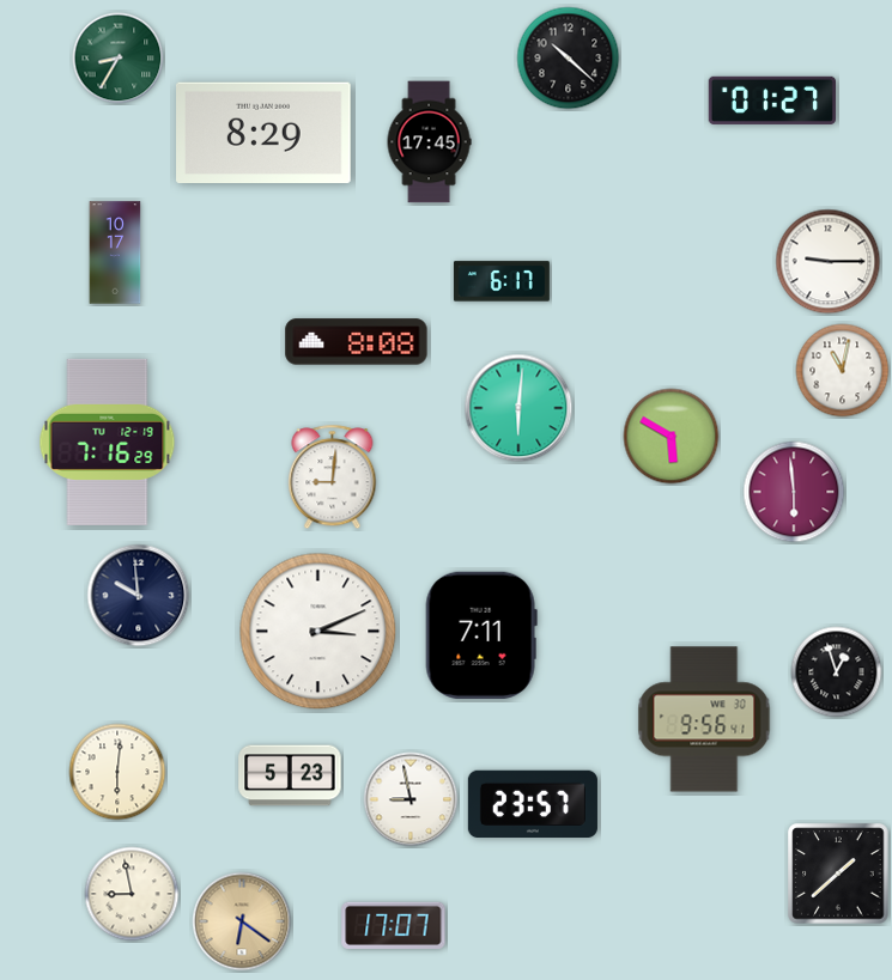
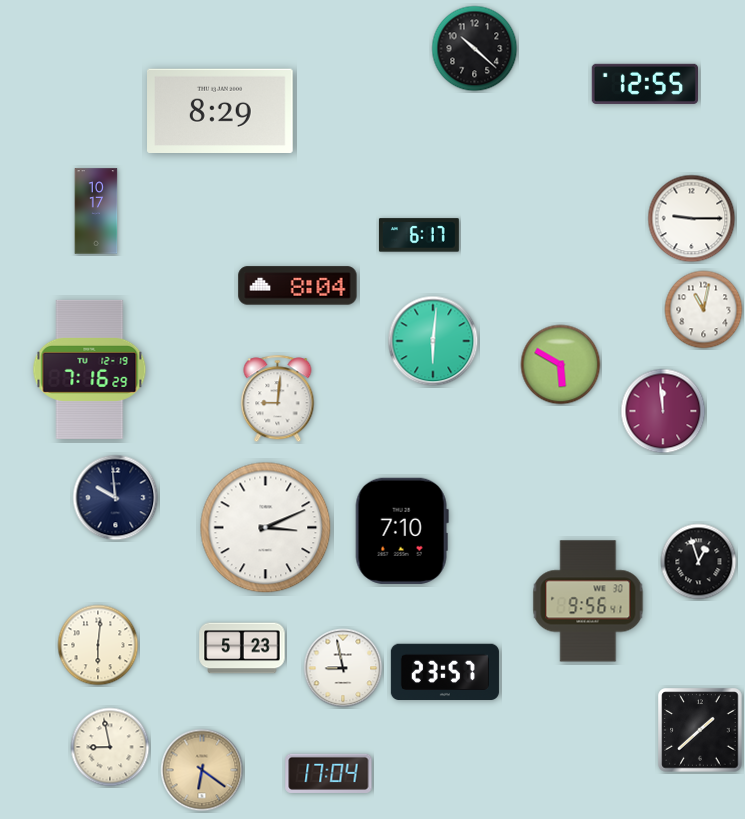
clock at (119, 59): 8:35 -> none
clock at (771, 101): 01:27 -> 12:55
clock at (429, 142): 17:45 -> none
clock at (357, 342): 8:08 -> 8:04
clock at (794, 492): 5:59 -> 11:59
clock at (481, 635): 7:11 -> 7:10
clock at (394, 925): 17:07 -> 17:04
